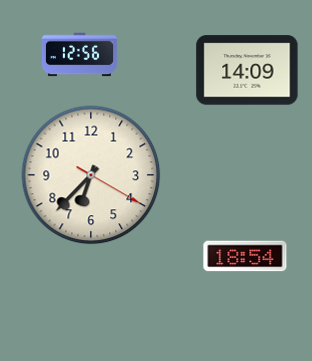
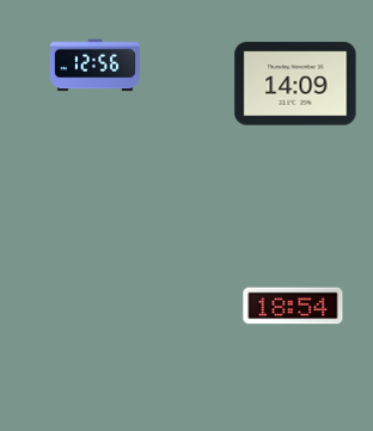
clock at (91, 175): 6:37 -> none
